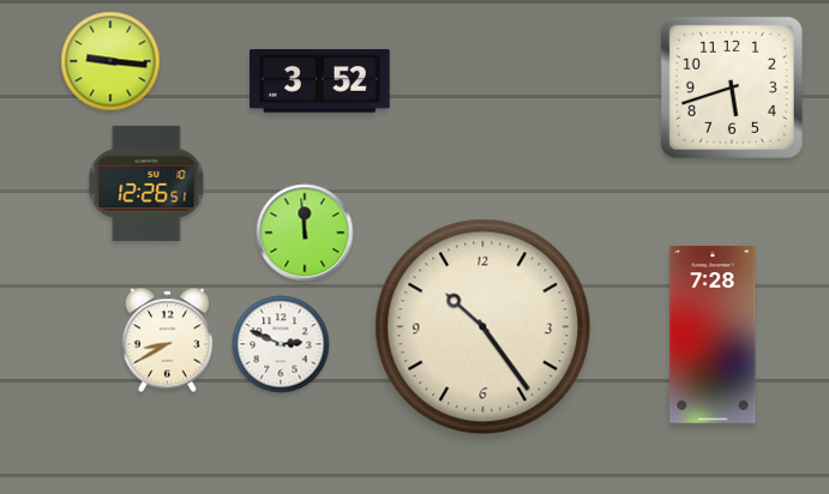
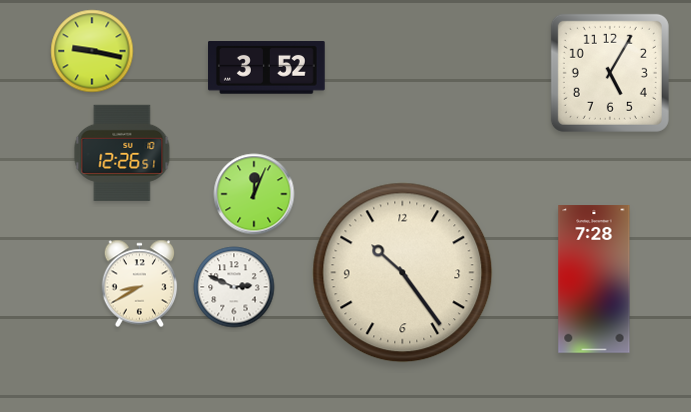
clock at (110, 61): 9:16 -> 9:17
clock at (732, 88): 5:42 -> 5:05
clock at (305, 233): 11:59 -> 12:04
